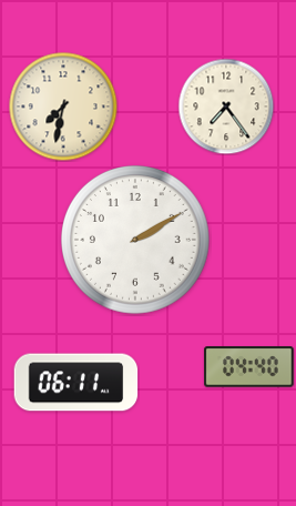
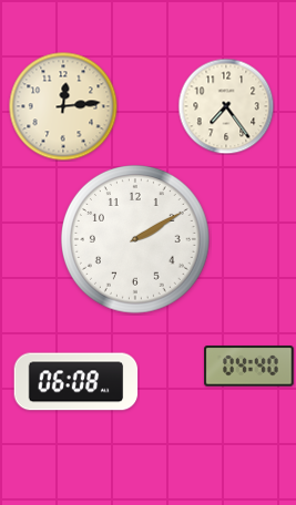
clock at (63, 107): 7:32 -> 12:14
clock at (76, 383): 06:11 -> 06:08
